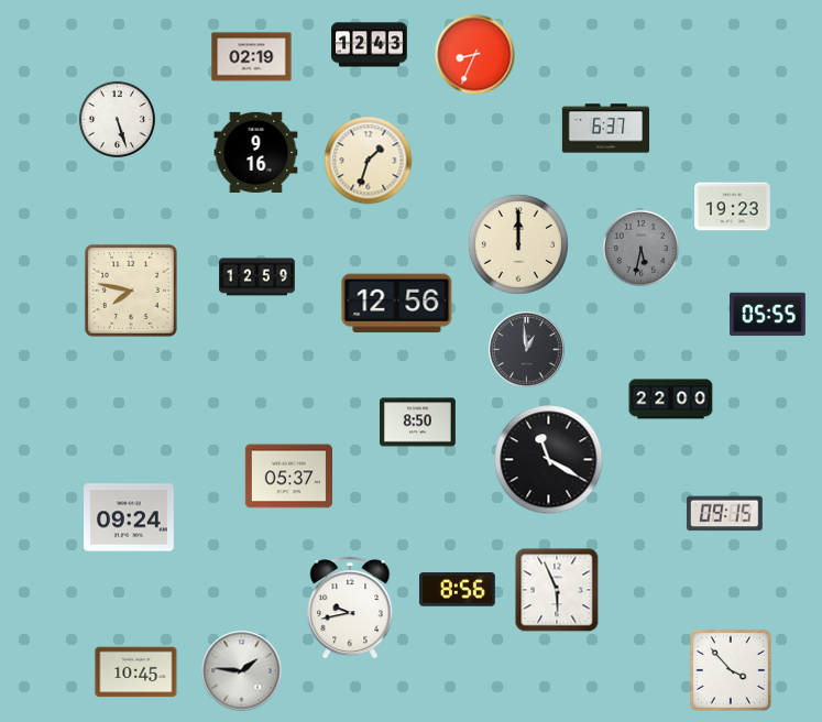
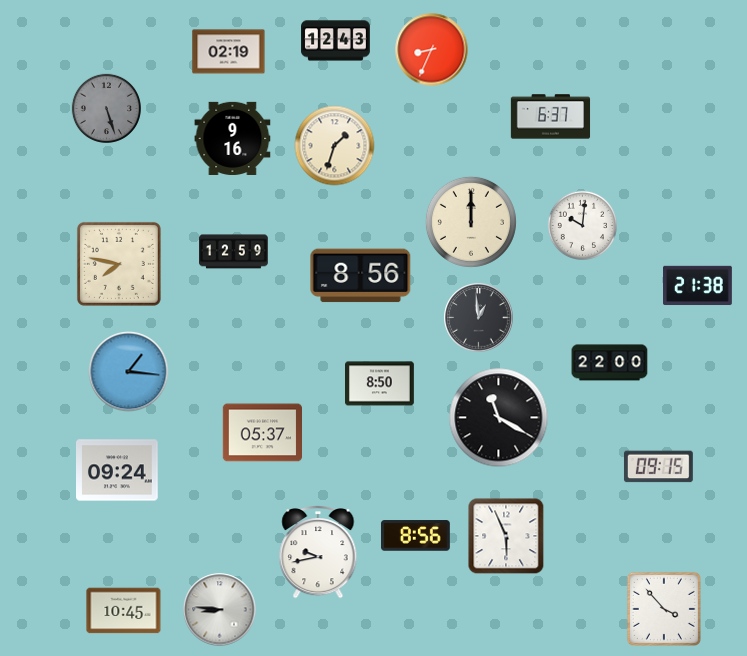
clock at (117, 119) dial: white -> grey
clock at (733, 207): 19:23 -> none
clock at (640, 248): 5:32 -> 10:01
clock at (640, 248) dial: grey -> white
clock at (397, 304): 12:56 -> 8:56
clock at (768, 315): 05:55 -> 21:38
clock at (129, 372): none -> 1:16
clock at (242, 671): 1:46 -> 8:46
